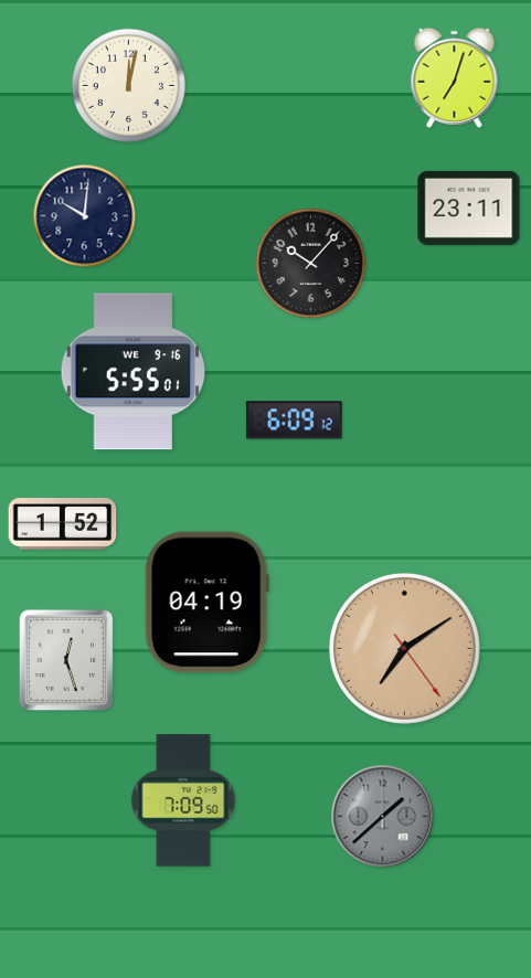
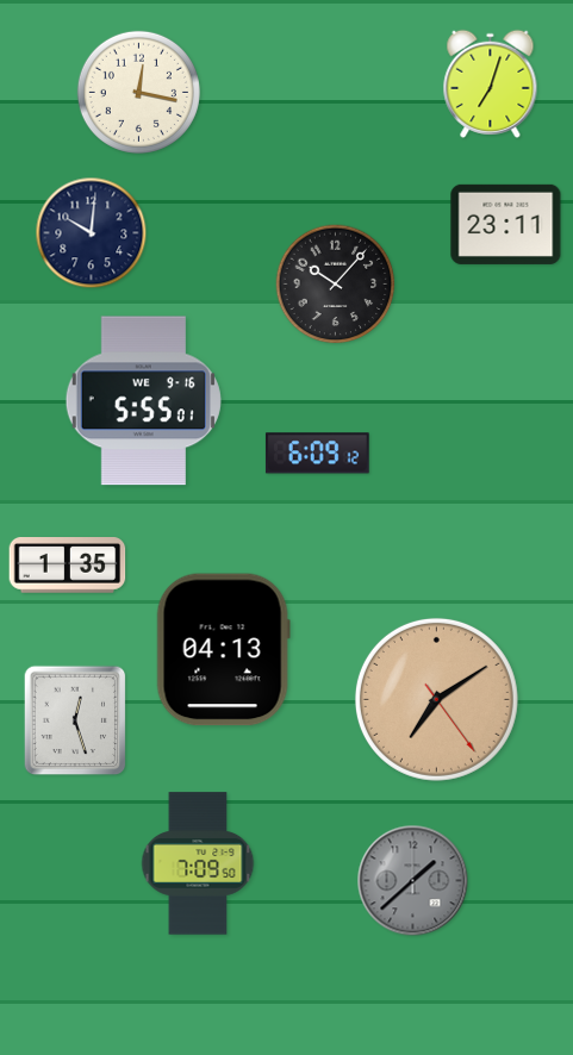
clock at (128, 85): 12:02 -> 12:17
clock at (63, 524): 1:52 -> 1:35
clock at (206, 603): 04:19 -> 04:13
clock at (66, 660) position: (66, 660) -> (75, 720)
